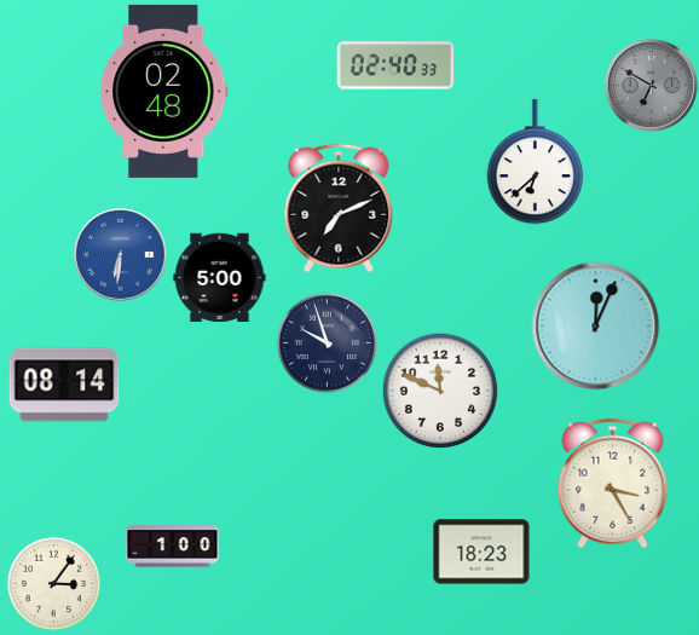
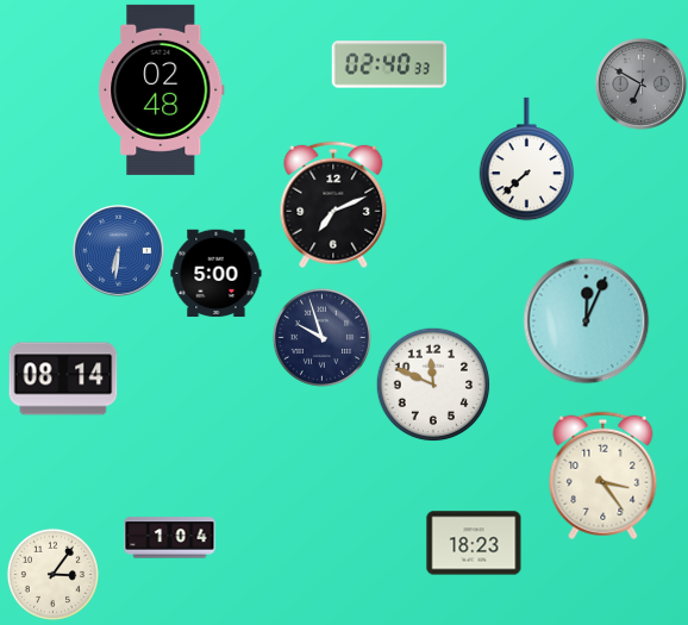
clock at (536, 162): 6:38 -> 7:38
clock at (613, 484): 3:25 -> 3:24
clock at (173, 547): 1:00 -> 1:04
